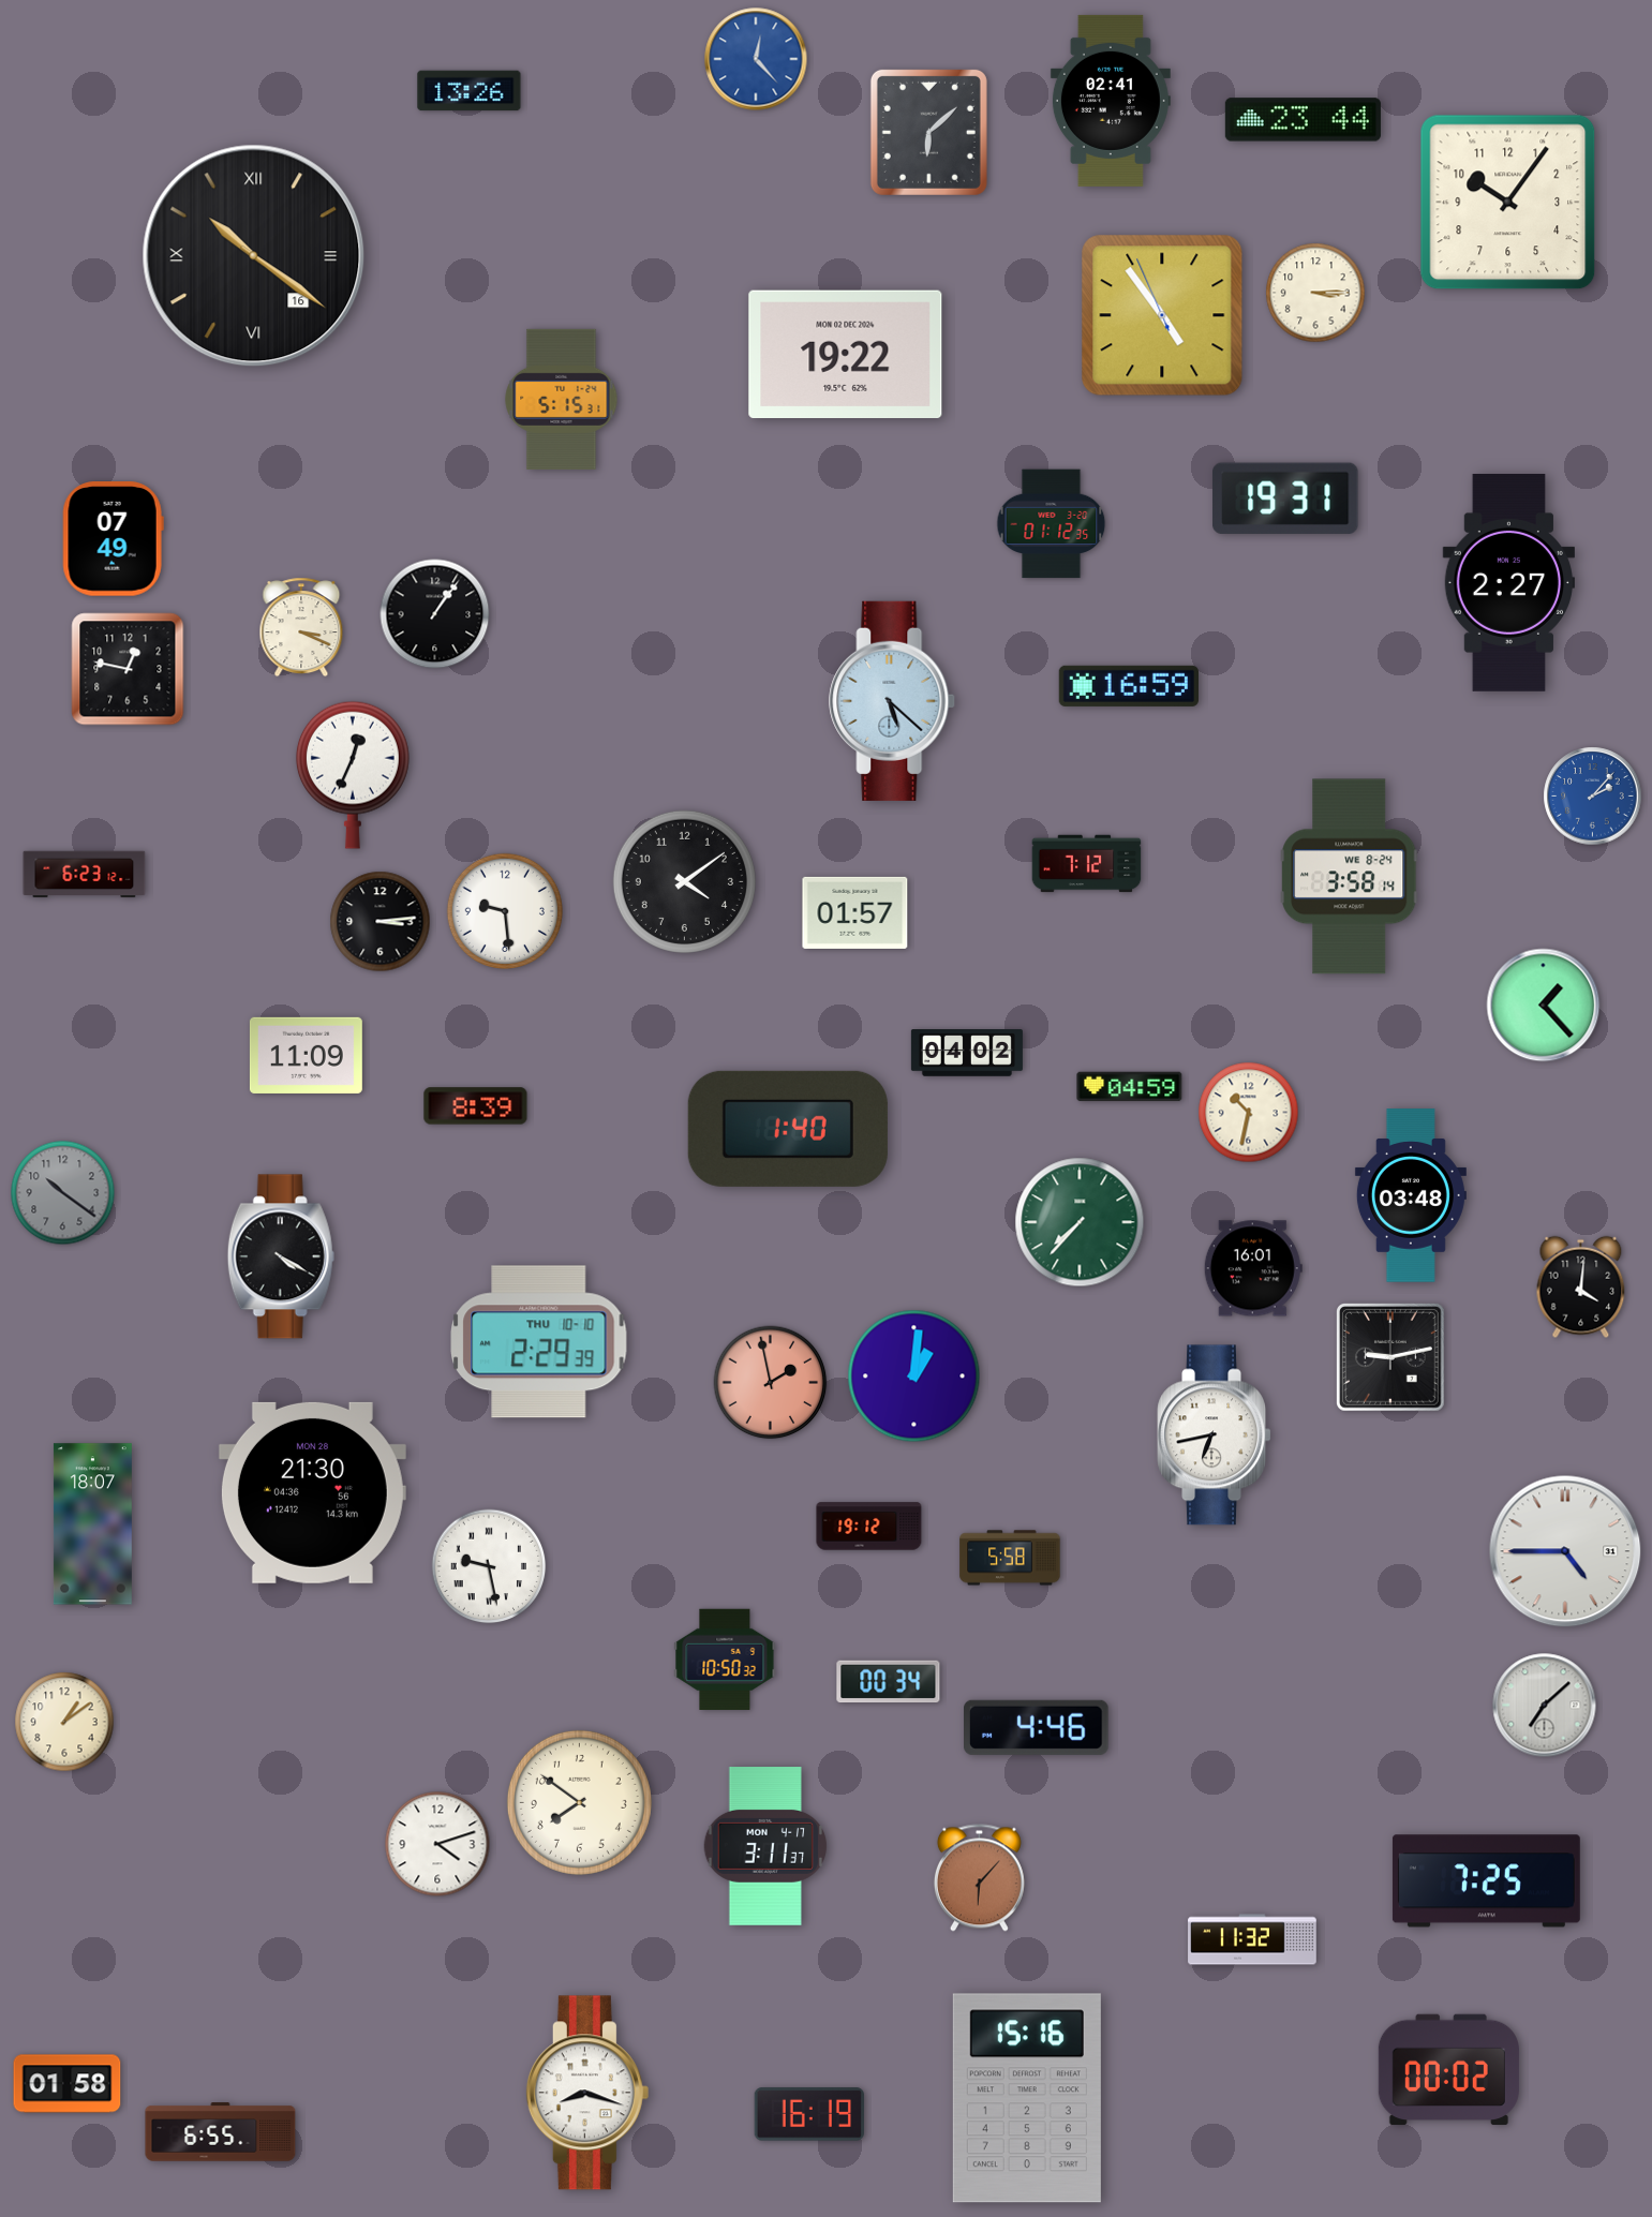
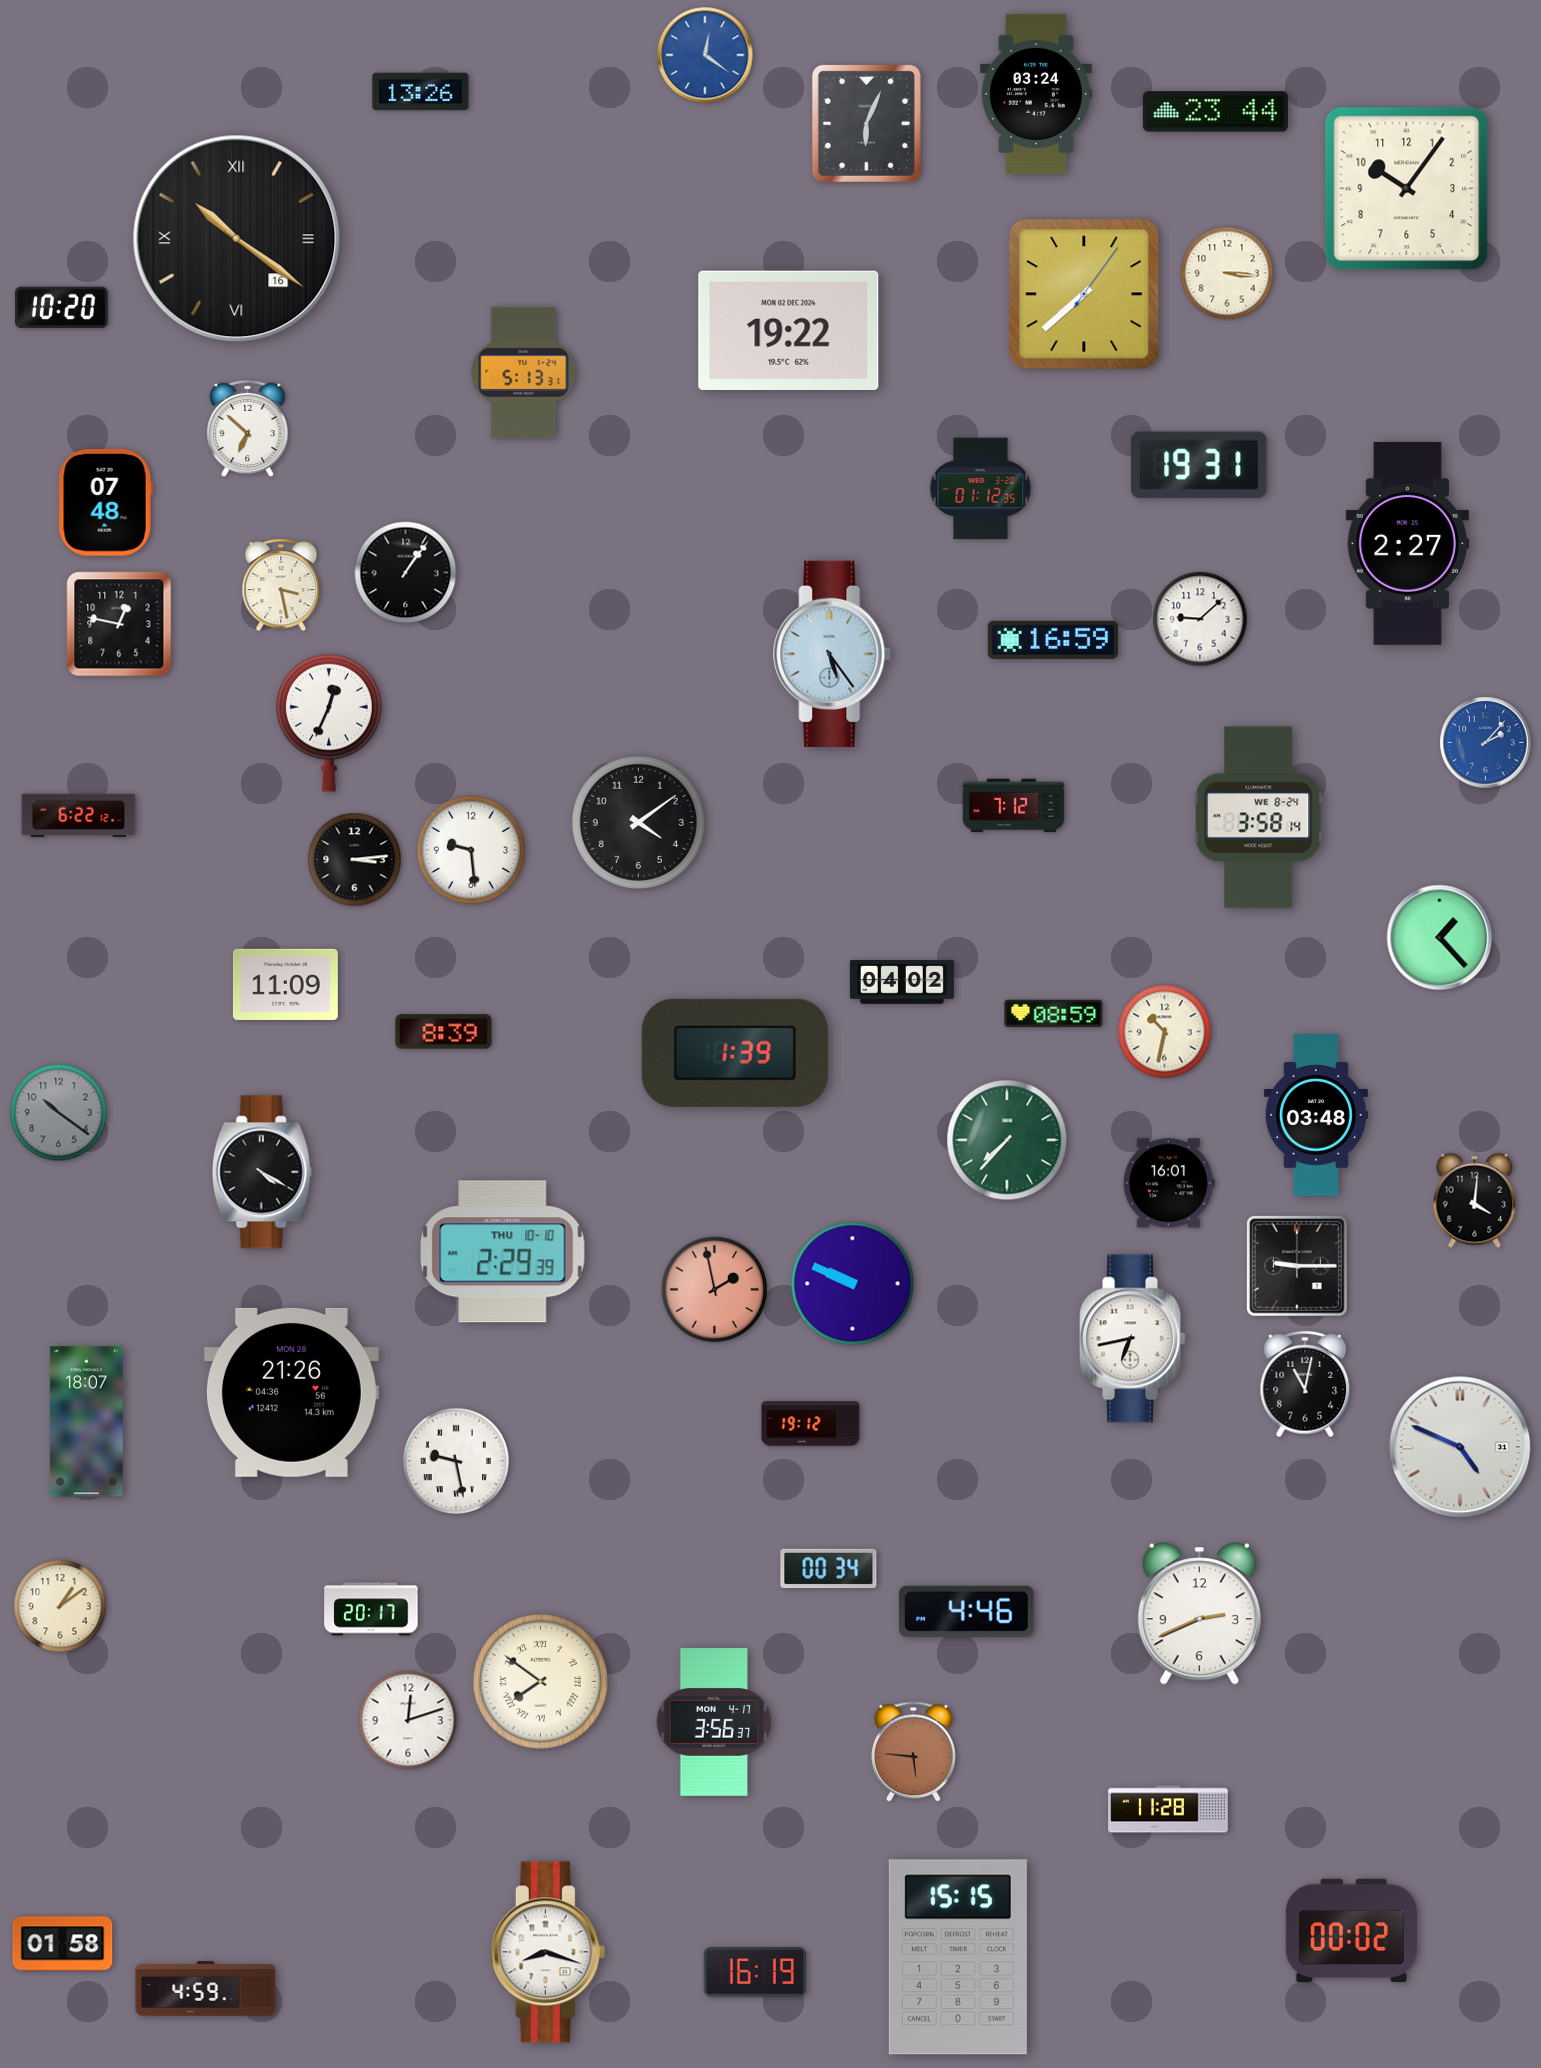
clock at (756, 59): 12:23 -> 12:21
clock at (470, 91) position: (470, 91) -> (421, 92)
clock at (1111, 101): 02:41 -> 03:24
clock at (928, 132): 6:08 -> 6:04
clock at (1315, 293): 3:15 -> 3:16
clock at (1162, 315): 4:53 -> 7:38
clock at (62, 308): none -> 10:20
clock at (562, 399): 5:15 -> 5:13
clock at (248, 429): none -> 6:52
clock at (113, 539): 07:49 -> 07:48
clock at (301, 627): 3:19 -> 3:28
clock at (1200, 619): none -> 9:08
clock at (893, 701): 5:22 -> 5:24
clock at (85, 875): 6:23 -> 6:22
clock at (855, 912): 01:57 -> none
clock at (1130, 1087): 04:59 -> 08:59
clock at (1249, 1113) position: (1249, 1113) -> (1165, 1032)
clock at (788, 1129): 1:40 -> 1:39
clock at (1391, 1358): 9:13 -> 9:15
clock at (914, 1377): 1:01 -> 9:49
clock at (771, 1383) position: (771, 1383) -> (715, 1290)
clock at (1305, 1384): none -> 11:02
clock at (312, 1492): 21:30 -> 21:26
clock at (1565, 1551): 4:45 -> 4:49
clock at (1010, 1558): 5:58 -> none
clock at (725, 1660): 10:50 -> none
clock at (1545, 1706): 7:08 -> none
clock at (371, 1609): none -> 20:17
clock at (1199, 1614): none -> 2:41
clock at (579, 1802) numerals: Arabic -> Roman
clock at (437, 1844): 4:12 -> 12:12
clock at (765, 1847): 3:11 -> 3:56
clock at (979, 1878): 6:07 -> 5:46
clock at (1486, 1881): 7:25 -> none
clock at (1252, 1939): 11:32 -> 11:28
clock at (1027, 2098): 15:16 -> 15:15
clock at (221, 2132): 6:55 -> 4:59
